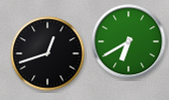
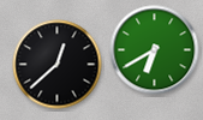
clock at (48, 54): 12:42 -> 12:38
